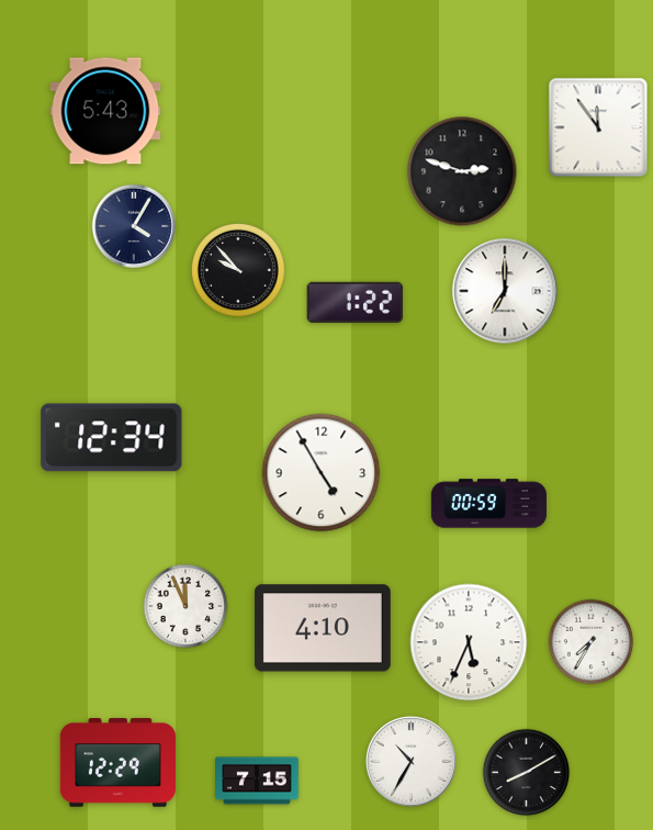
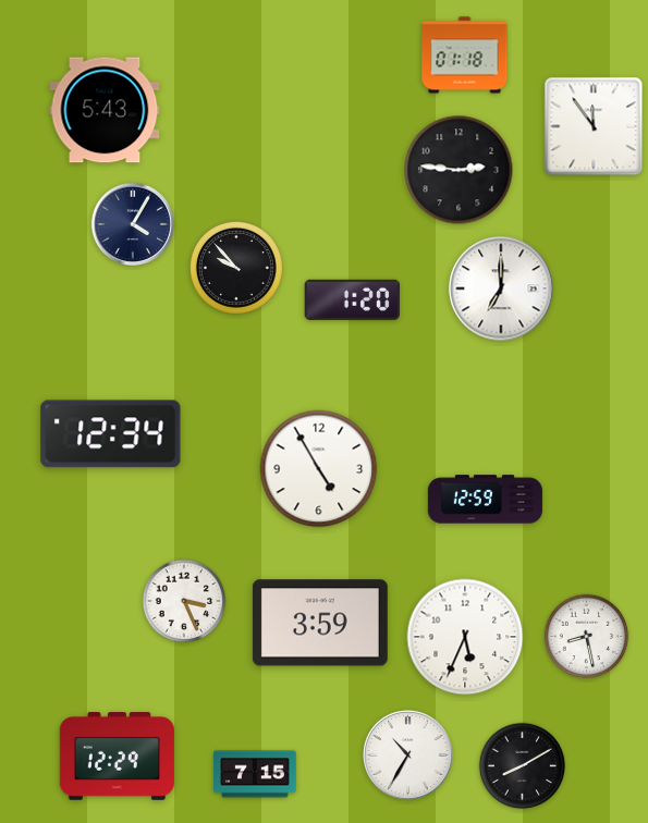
clock at (465, 56): none -> 01:18
clock at (462, 171): 2:48 -> 2:46
clock at (354, 302): 1:22 -> 1:20
clock at (488, 504): 00:59 -> 12:59
clock at (185, 606): 11:56 -> 3:26
clock at (323, 628): 4:10 -> 3:59
clock at (592, 642): 7:35 -> 8:28
